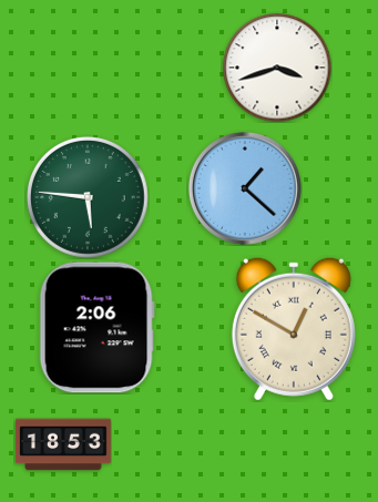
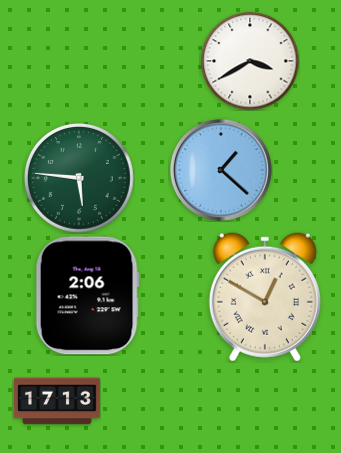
clock at (277, 68): 3:42 -> 3:40
clock at (64, 444): 18:53 -> 17:13
